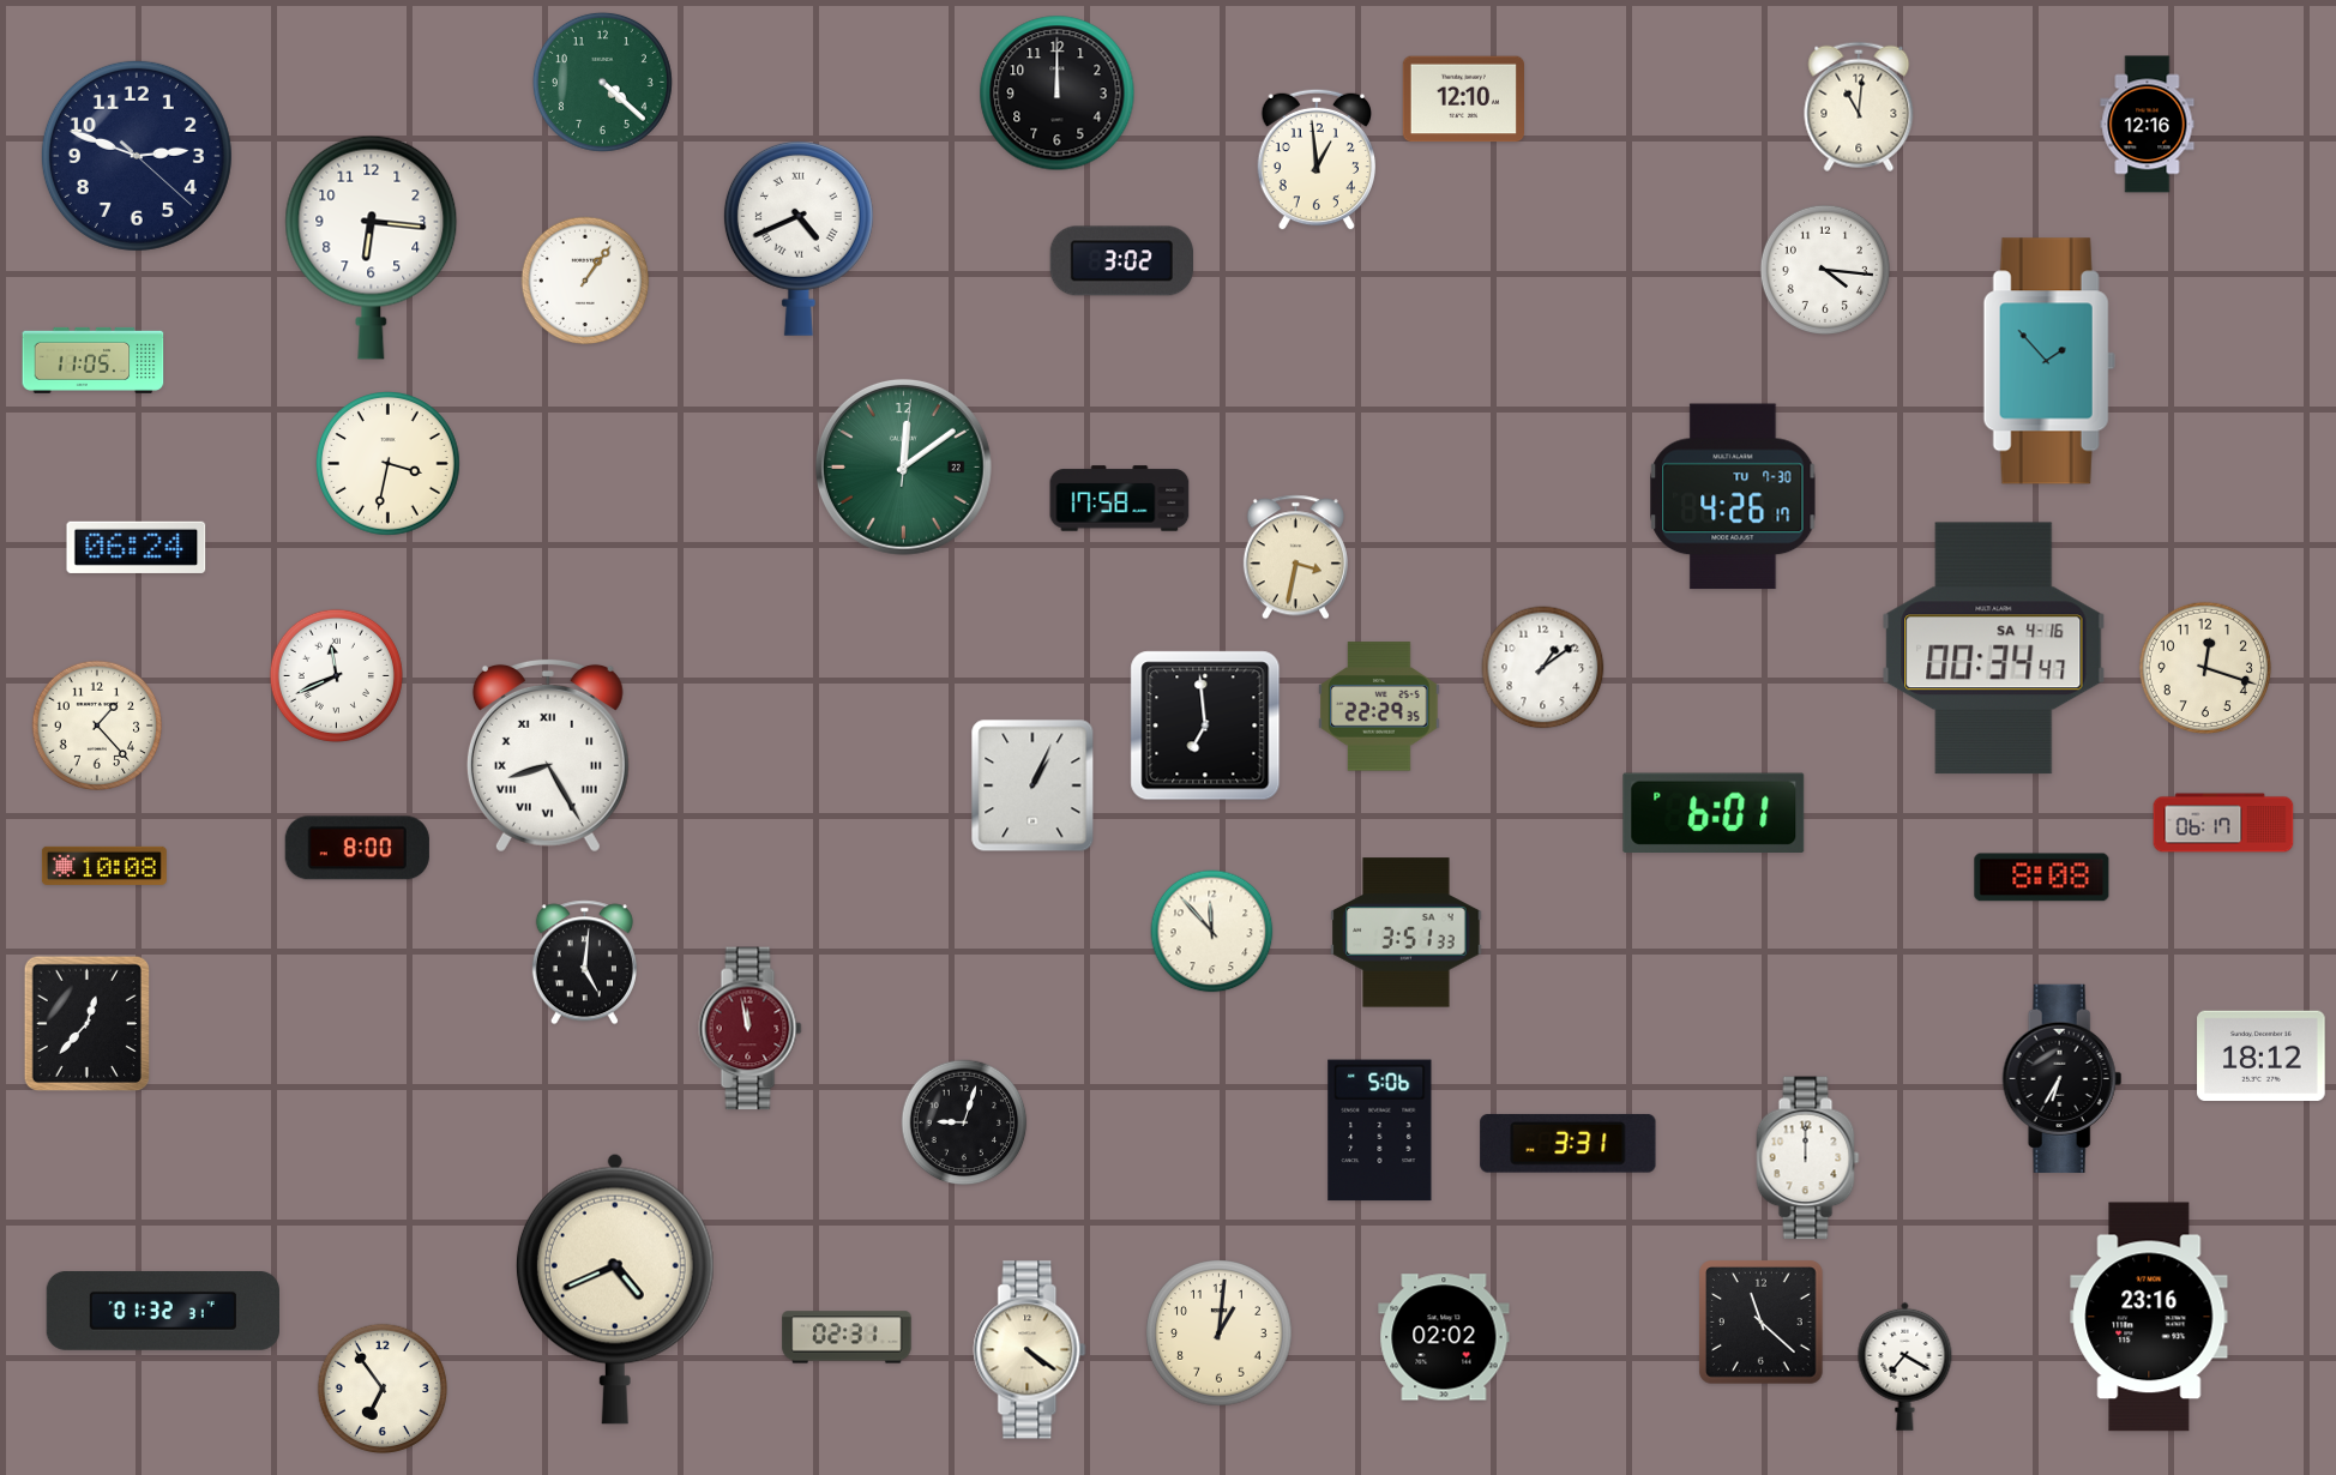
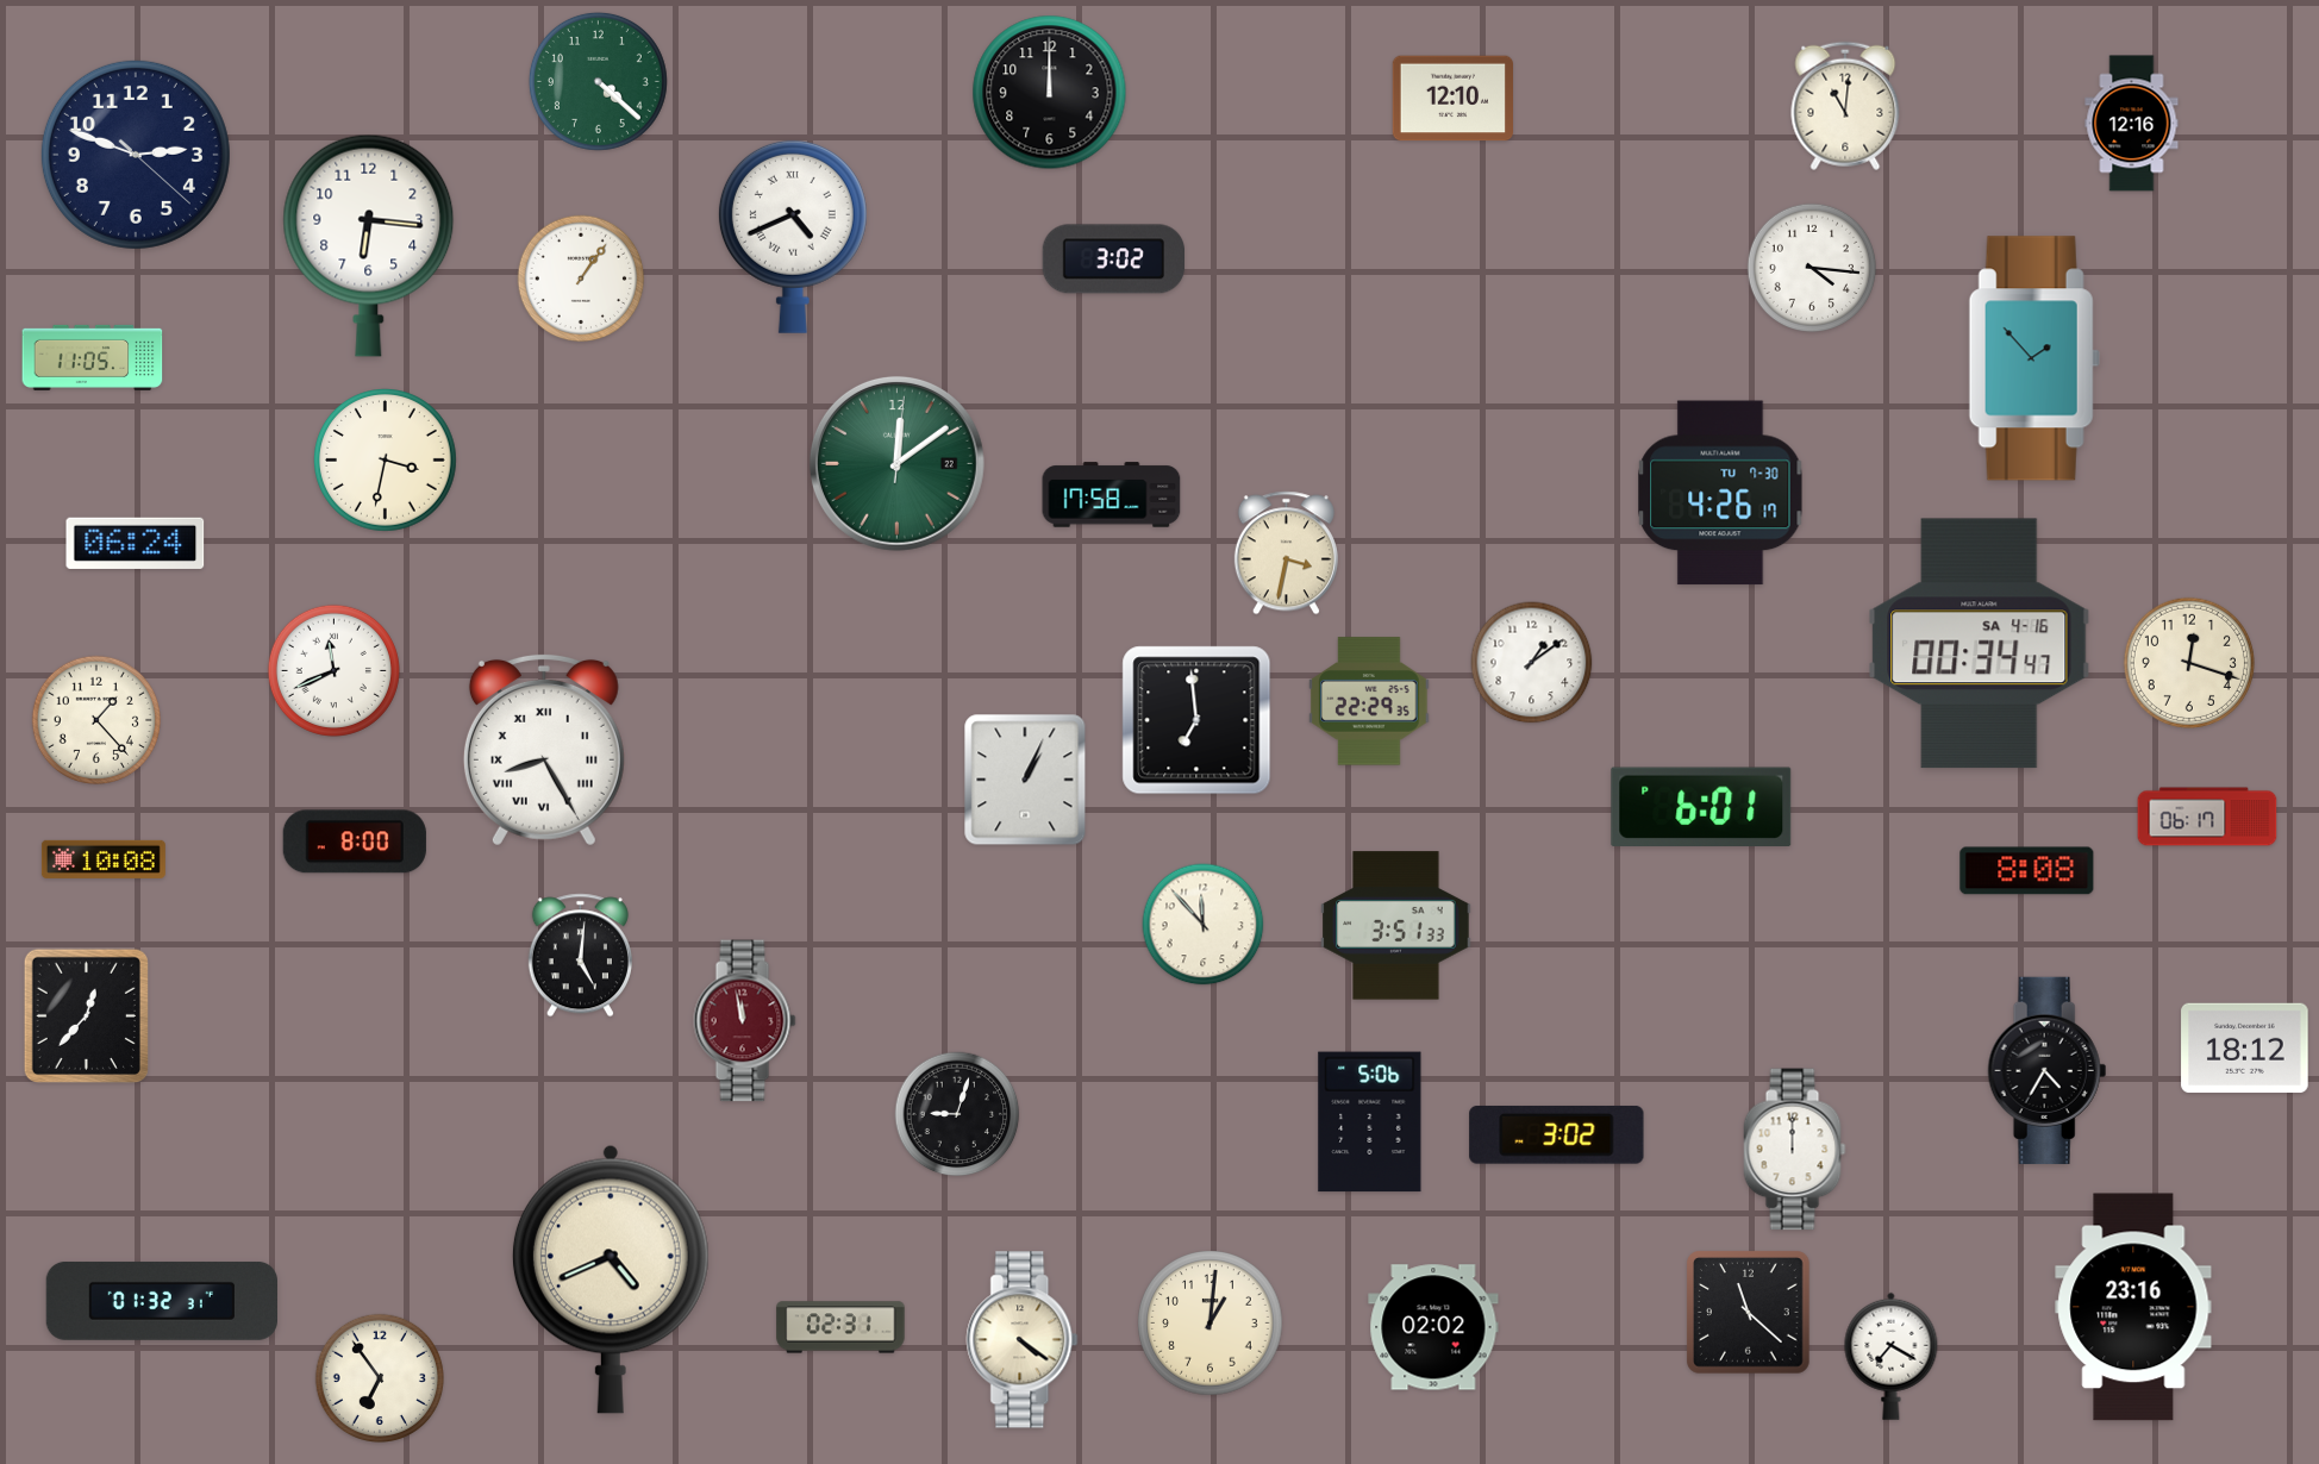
clock at (1315, 159): 12:59 -> none
clock at (2063, 1078): 6:35 -> 4:35
clock at (1569, 1143): 3:31 -> 3:02
